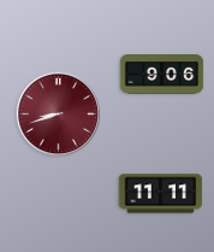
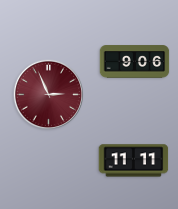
clock at (59, 115): 8:42 -> 2:56
